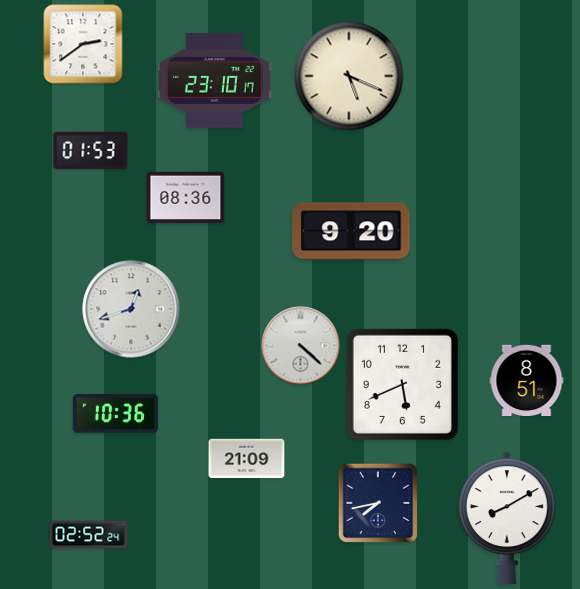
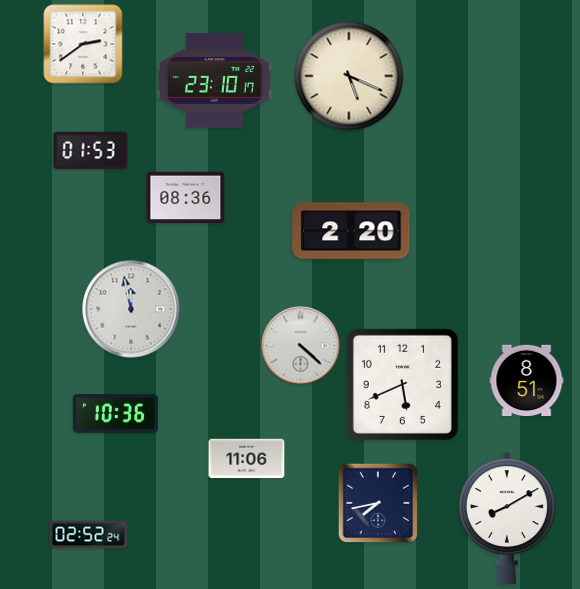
clock at (351, 231): 9:20 -> 2:20
clock at (131, 309): 12:42 -> 11:58
clock at (247, 459): 21:09 -> 11:06
